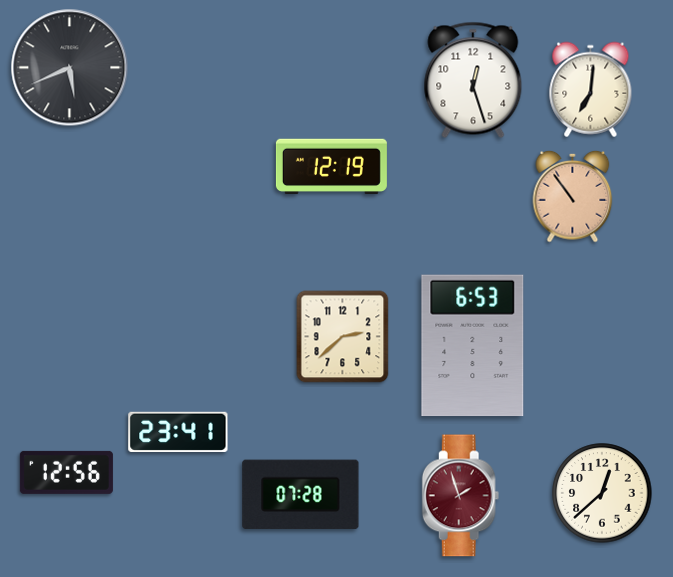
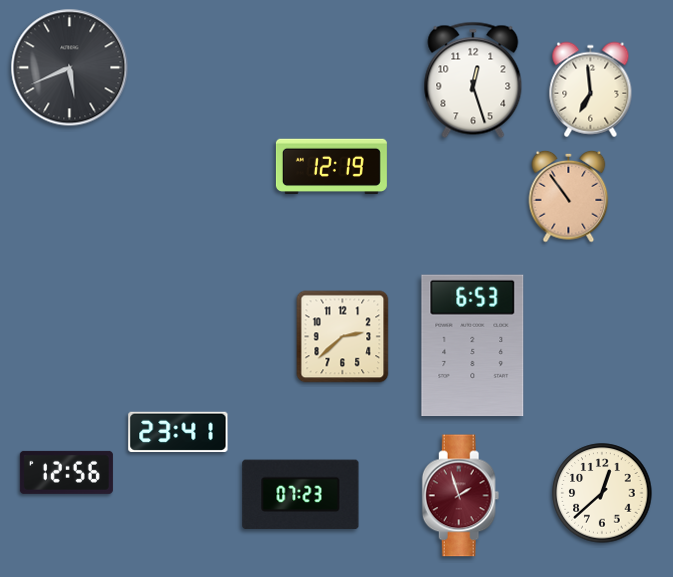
clock at (591, 90): 7:01 -> 6:59
clock at (573, 196) position: (573, 196) -> (569, 196)
clock at (301, 495): 07:28 -> 07:23
